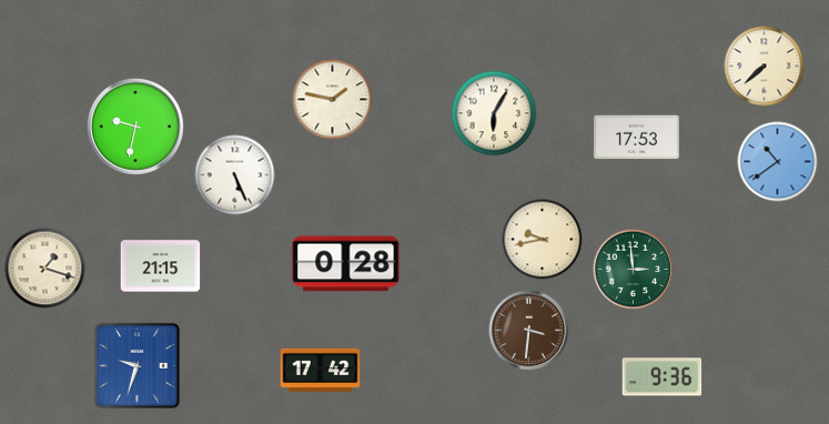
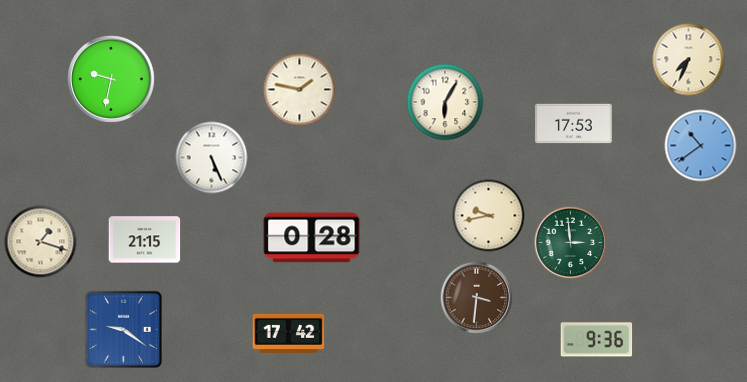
clock at (765, 67): 7:38 -> 7:34
clock at (135, 127) position: (135, 127) -> (111, 79)
clock at (137, 365): 9:33 -> 9:21
